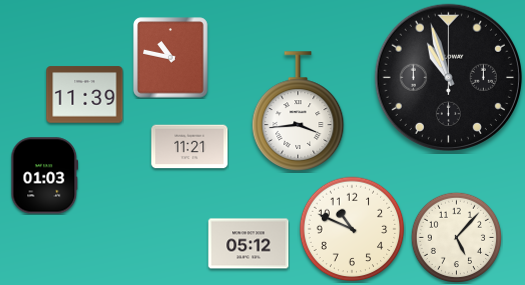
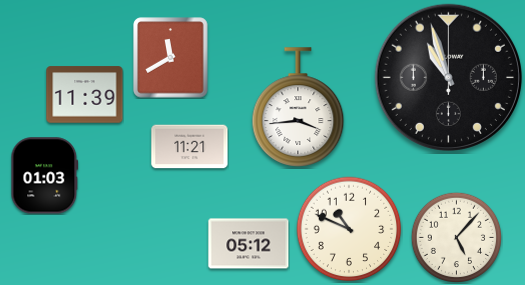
clock at (171, 58): 10:47 -> 11:40
clock at (298, 111) position: (298, 111) -> (298, 107)
clock at (352, 229) position: (352, 229) -> (349, 229)
